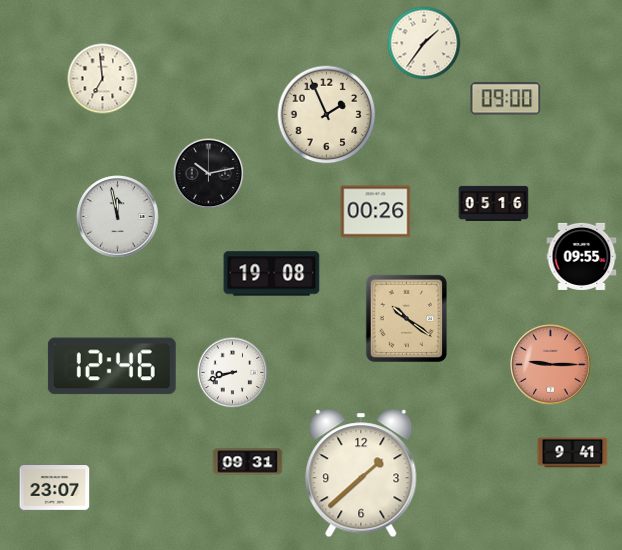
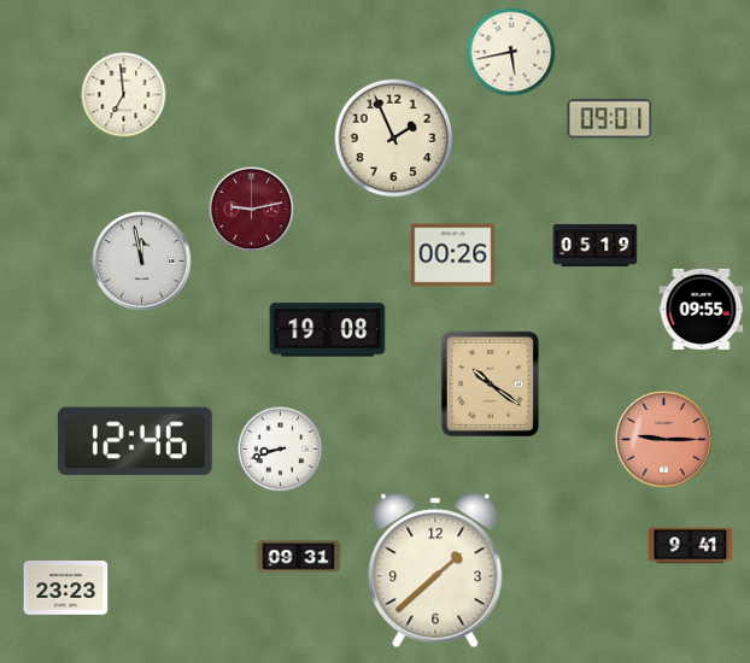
clock at (424, 43): 1:36 -> 5:43
clock at (506, 99): 09:00 -> 09:01
clock at (209, 174): 10:13 -> 9:13
clock at (209, 174) dial: black -> burgundy
clock at (494, 203): 05:16 -> 05:19
clock at (55, 488): 23:07 -> 23:23
